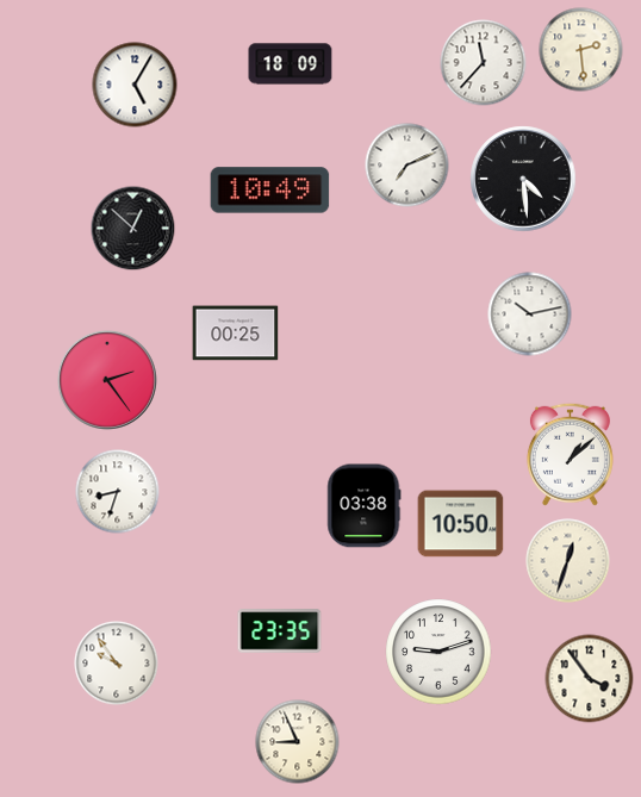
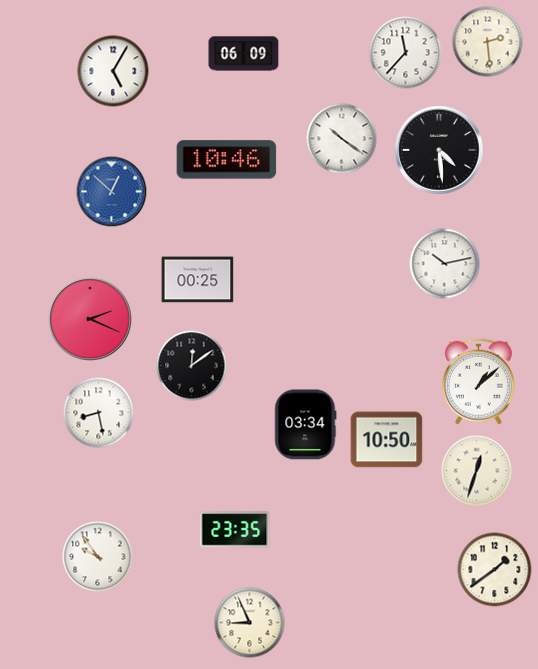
clock at (291, 64): 18:09 -> 06:09
clock at (407, 166): 7:11 -> 10:21
clock at (270, 191): 10:49 -> 10:46
clock at (133, 229) dial: black -> blue
clock at (107, 380): 2:24 -> 2:19
clock at (192, 366): none -> 12:09
clock at (118, 492): 8:33 -> 8:28
clock at (365, 506): 03:38 -> 03:34
clock at (438, 652): 9:12 -> none
clock at (590, 679): 3:54 -> 1:39
